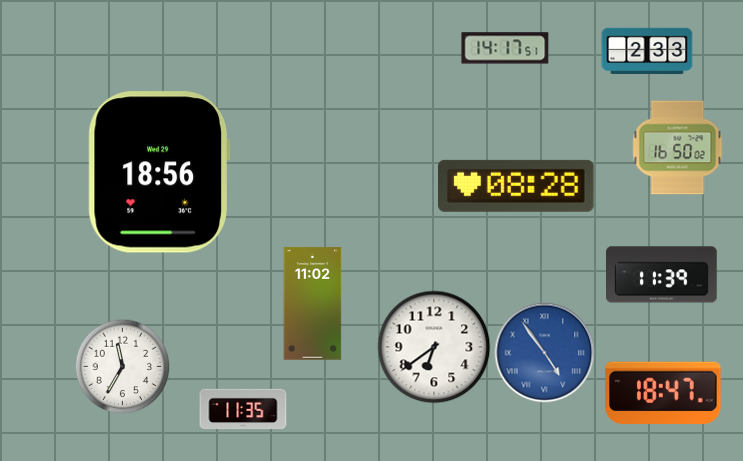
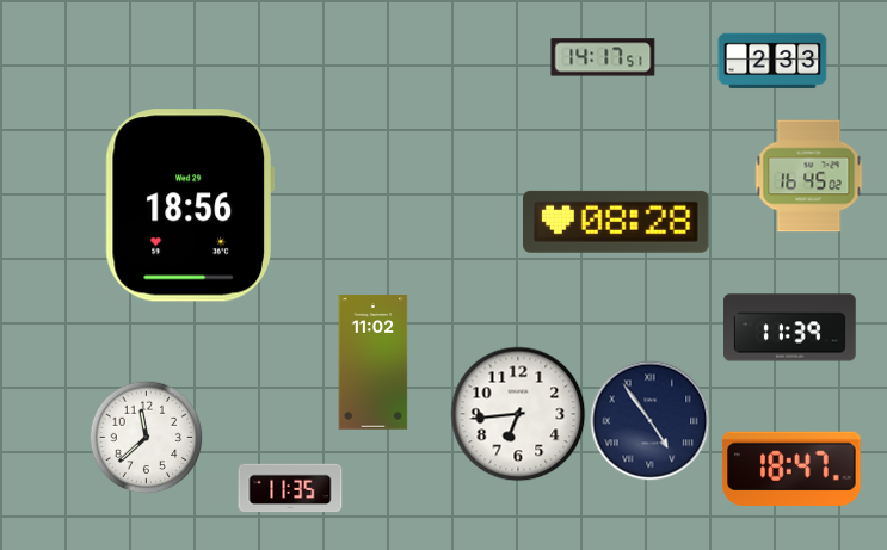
clock at (678, 148): 16:50 -> 16:45
clock at (434, 347): 6:39 -> 6:44
clock at (545, 353) dial: blue -> navy
clock at (122, 366): 11:35 -> 11:38
